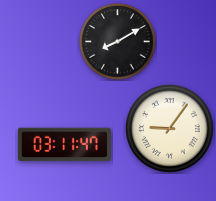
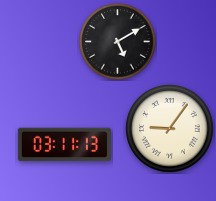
clock at (118, 42): 8:10 -> 5:10
clock at (64, 145): 03:11:47 -> 03:11:13
